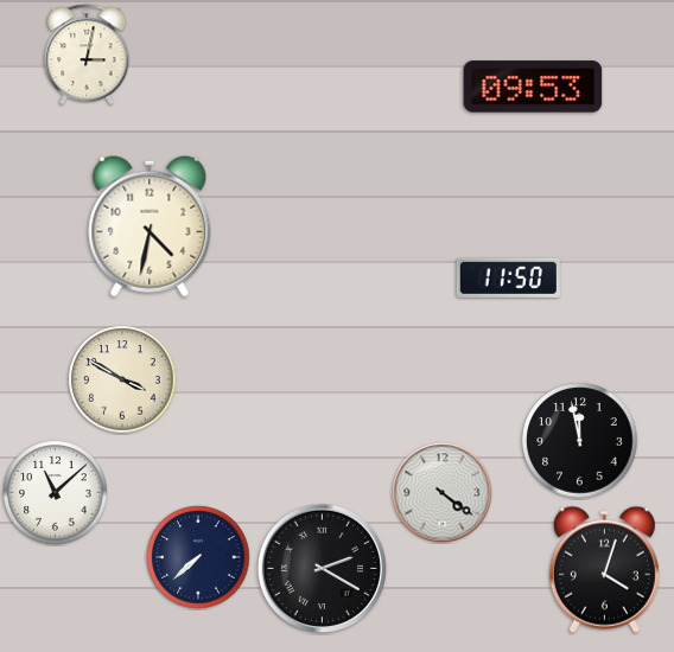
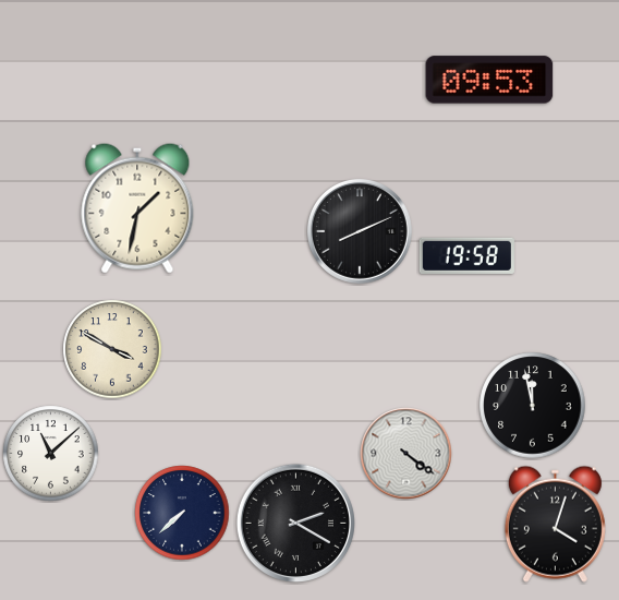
clock at (87, 55): 3:02 -> none
clock at (150, 226): 4:32 -> 1:32
clock at (360, 231): none -> 8:11
clock at (508, 277): 11:50 -> 19:58
